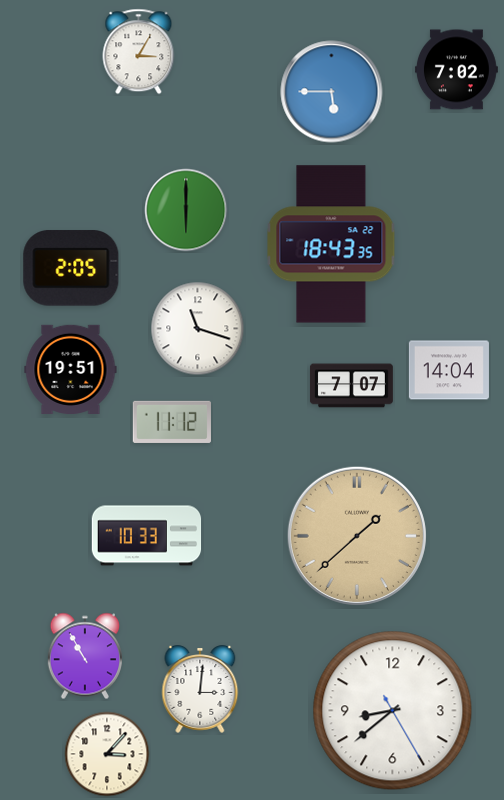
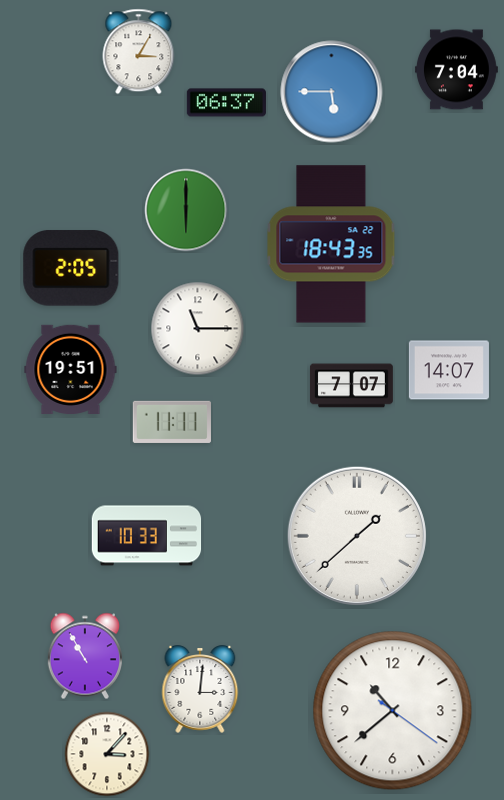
clock at (456, 70): 7:02 -> 7:04
clock at (226, 103): none -> 06:37
clock at (198, 329): 11:18 -> 11:15
clock at (449, 370): 14:04 -> 14:07
clock at (172, 422): 11:12 -> 11:11
clock at (357, 536) dial: champagne -> white
clock at (393, 711): 8:38 -> 10:38
